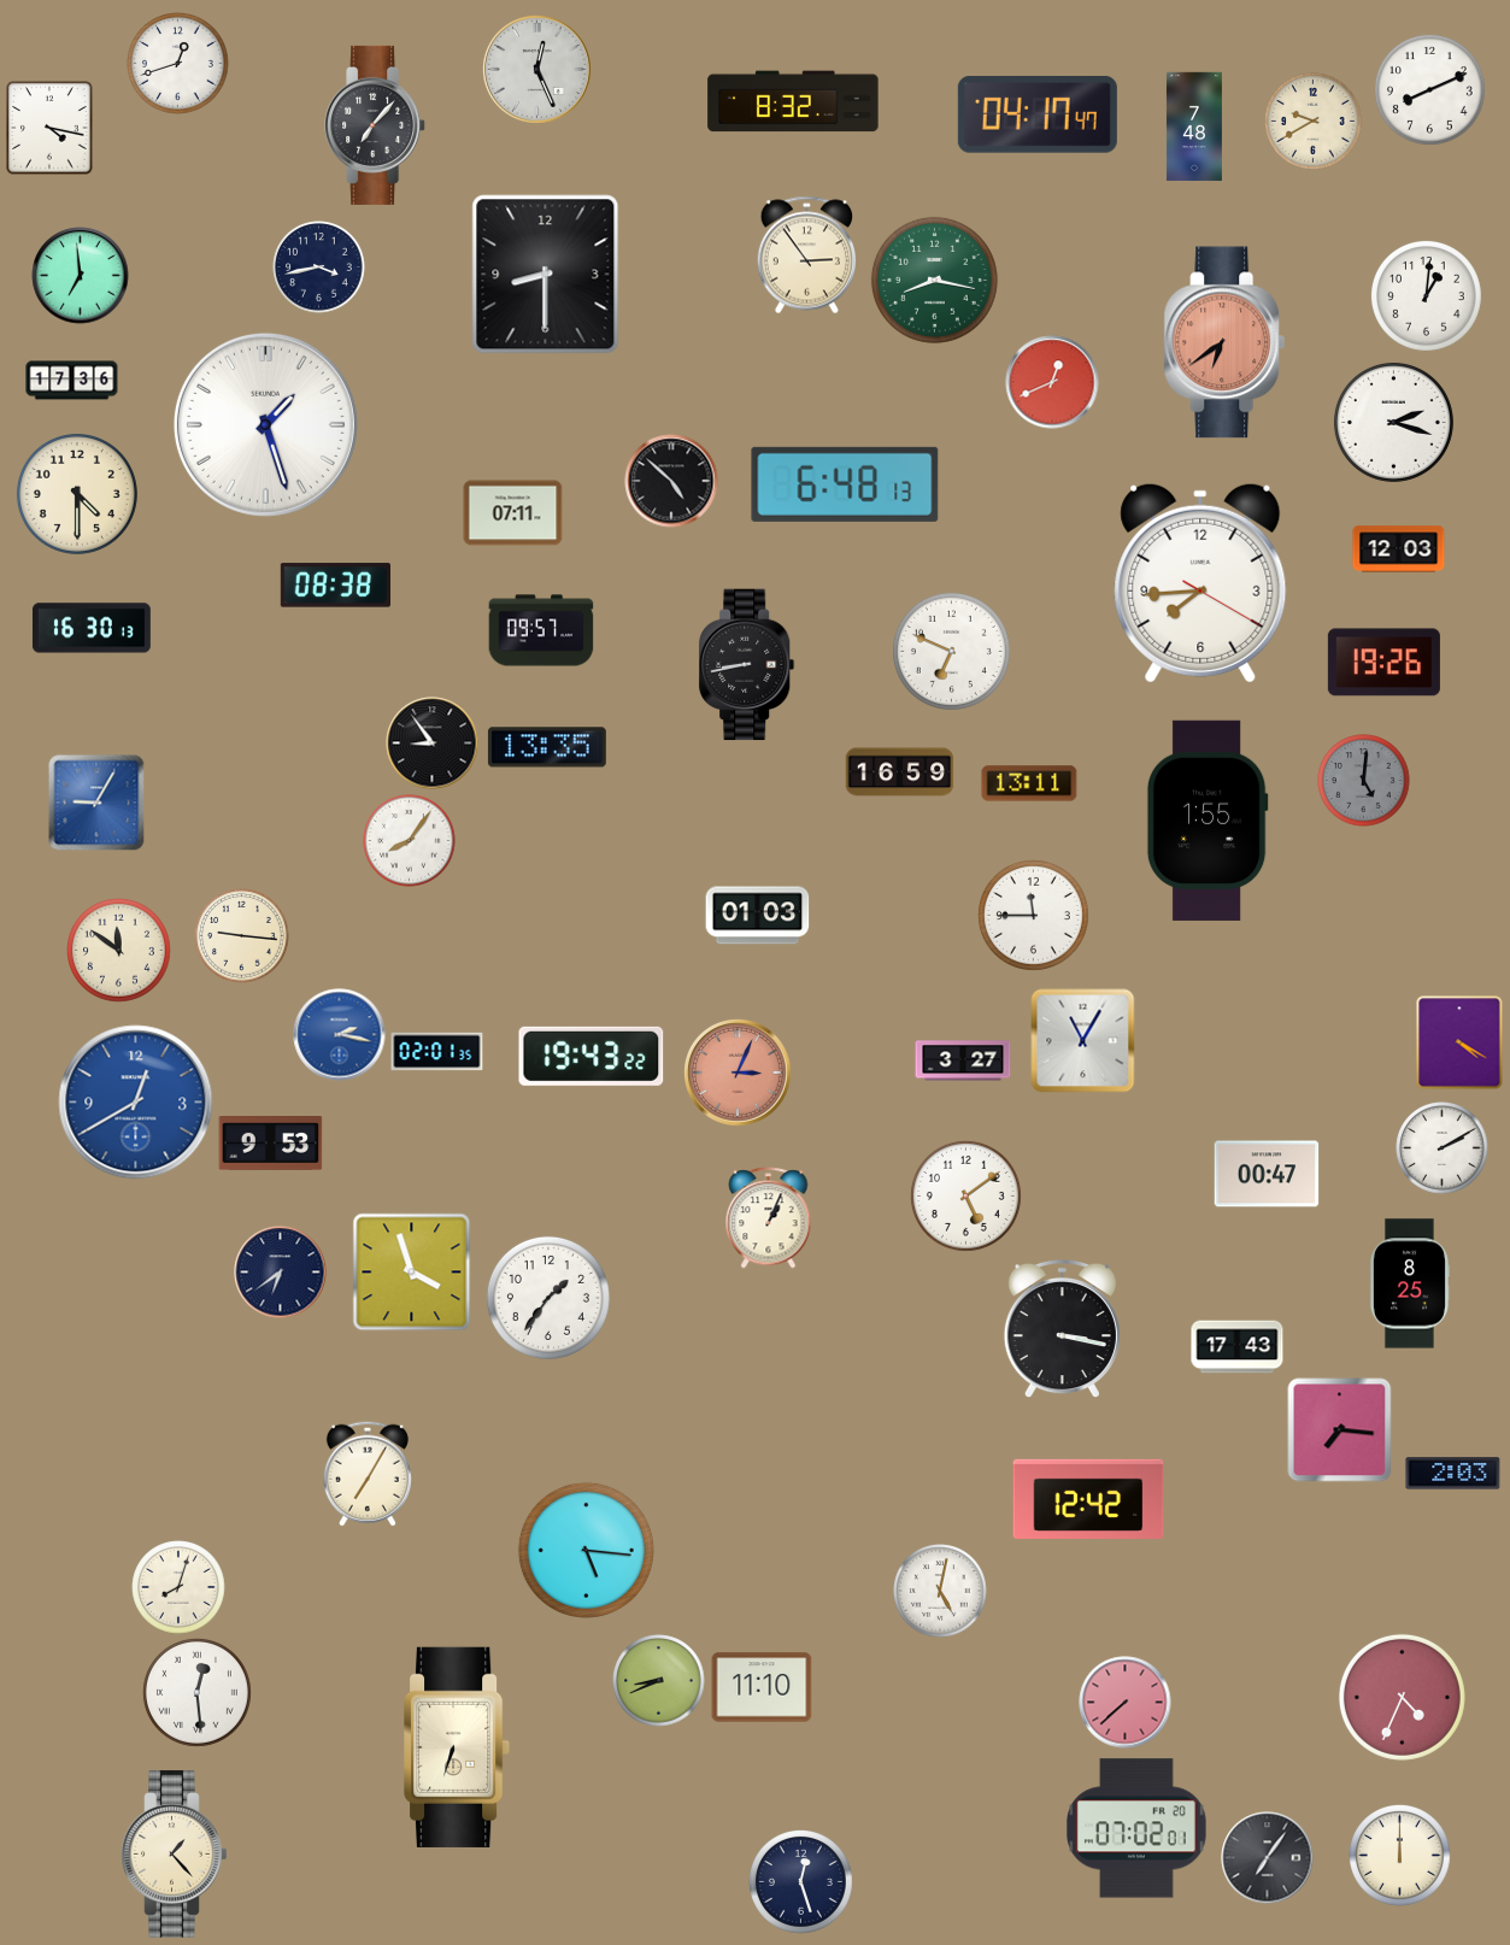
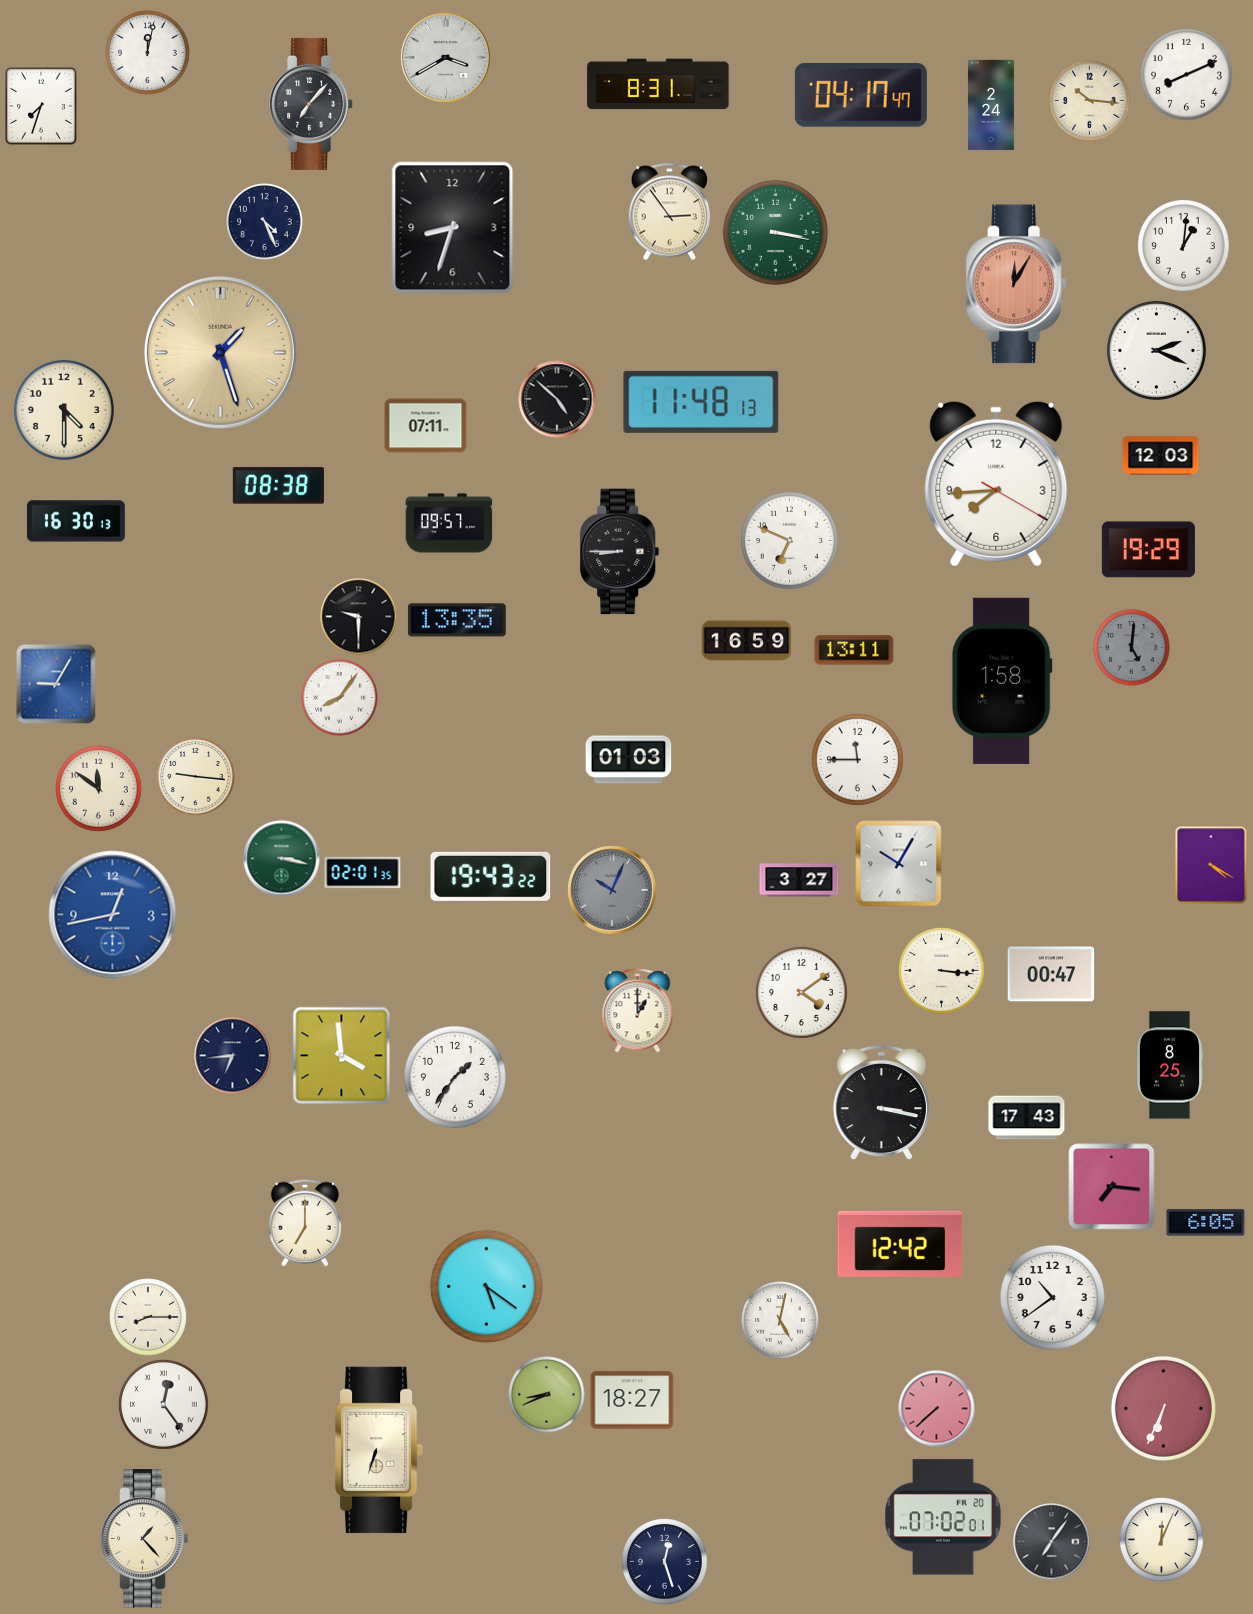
clock at (178, 64): 12:42 -> 12:02
clock at (536, 69): 12:26 -> 3:40
clock at (793, 101): 8:32 -> 8:31
clock at (1314, 122): 9:40 -> 10:16
clock at (1194, 127): 7:48 -> 2:24
clock at (49, 128): 4:17 -> 7:33
clock at (319, 268): 3:43 -> 4:26
clock at (546, 275): 8:30 -> 8:33
clock at (81, 276): 6:59 -> none
clock at (934, 280): 8:17 -> 3:17
clock at (1224, 342): 6:39 -> 12:05
clock at (72, 381): 17:36 -> none
clock at (1052, 382): 12:41 -> none
clock at (1393, 422): 2:18 -> 2:19
clock at (265, 424) dial: white -> champagne
clock at (845, 484): 6:48 -> 11:48
clock at (1383, 663): 19:26 -> 19:29
clock at (747, 665): 8:43 -> 8:45
clock at (433, 744): 8:54 -> 9:30
clock at (547, 747) position: (547, 747) -> (457, 620)
clock at (96, 803) position: (96, 803) -> (56, 684)
clock at (1208, 821): 1:55 -> 1:58
clock at (242, 936) position: (242, 936) -> (196, 777)
clock at (340, 1035): 2:17 -> 3:17
clock at (340, 1035) dial: blue -> green
clock at (1083, 1041): 11:05 -> 10:05
clock at (739, 1074): 3:04 -> 10:04
clock at (739, 1074) dial: salmon -> grey
clock at (136, 1103): 12:40 -> 12:43
clock at (271, 1144): 9:53 -> none
clock at (1443, 1148): 2:10 -> none
clock at (942, 971): none -> 3:16
clock at (965, 1195): 5:09 -> 4:09
clock at (769, 1218): 1:04 -> 1:00
clock at (281, 1273): 6:39 -> 6:44
clock at (412, 1273): 3:57 -> 3:59
clock at (368, 1474): 7:05 -> 7:00
clock at (1453, 1474): 2:03 -> 6:05
clock at (1088, 1499) position: (1088, 1499) -> (900, 1244)
clock at (586, 1550): 5:16 -> 5:21
clock at (1052, 1297): none -> 10:39
clock at (178, 1587): 8:03 -> 8:15
clock at (762, 1687): 11:10 -> 18:27
clock at (198, 1693): 12:29 -> 12:24
clock at (1402, 1697): 4:34 -> 6:34
clock at (1126, 1703) position: (1126, 1703) -> (937, 1409)
clock at (1400, 1856): 12:00 -> 12:04
